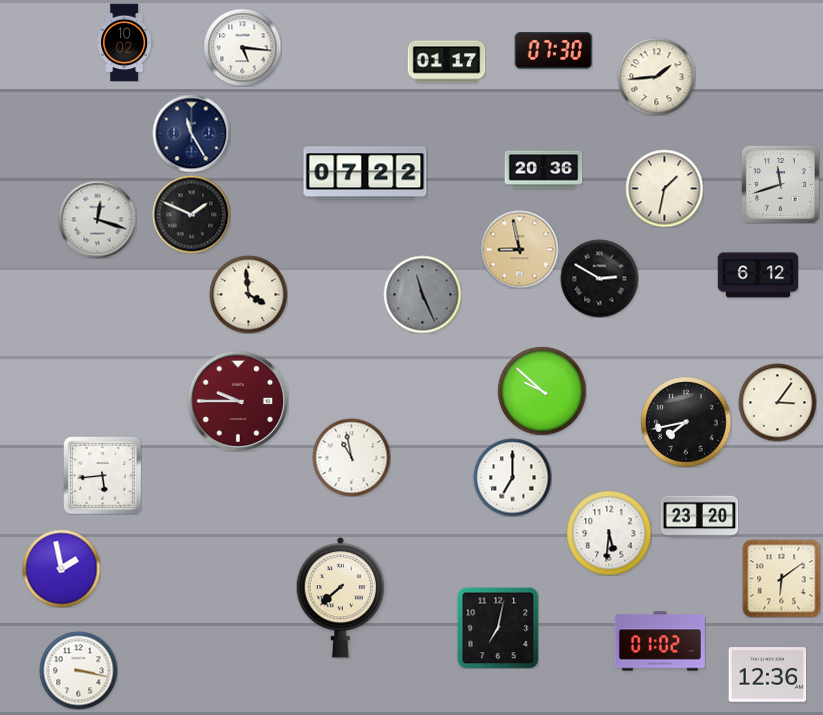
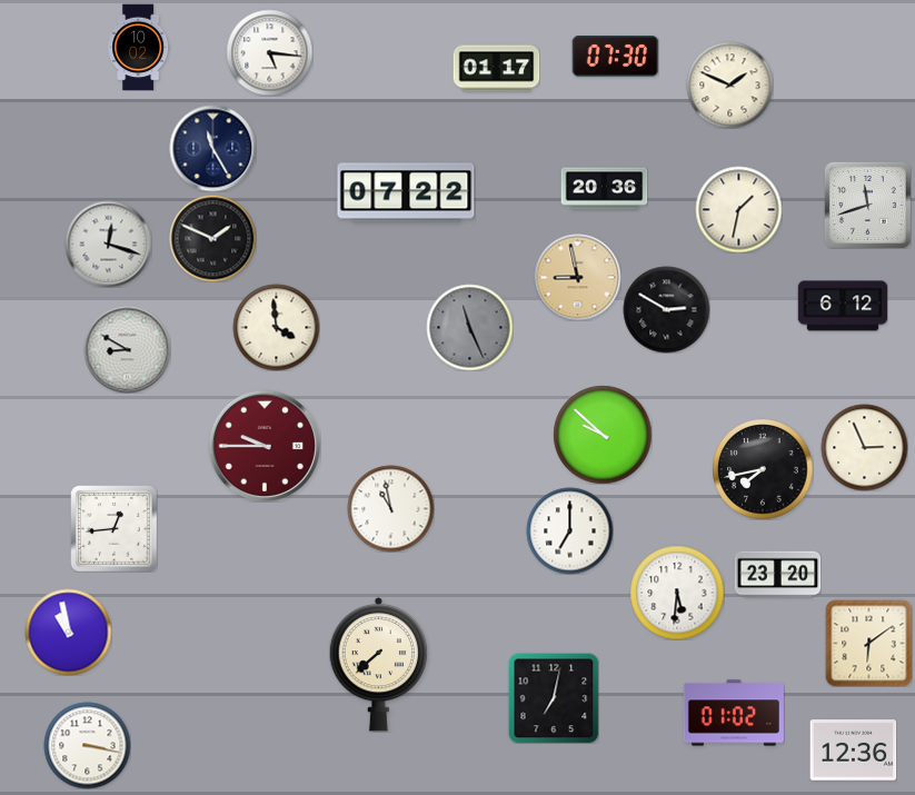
clock at (656, 76): 1:44 -> 1:49
clock at (127, 349): none -> 8:50
clock at (777, 402): 3:06 -> 2:56
clock at (102, 475): 5:44 -> 12:44
clock at (61, 568): 1:58 -> 10:58
